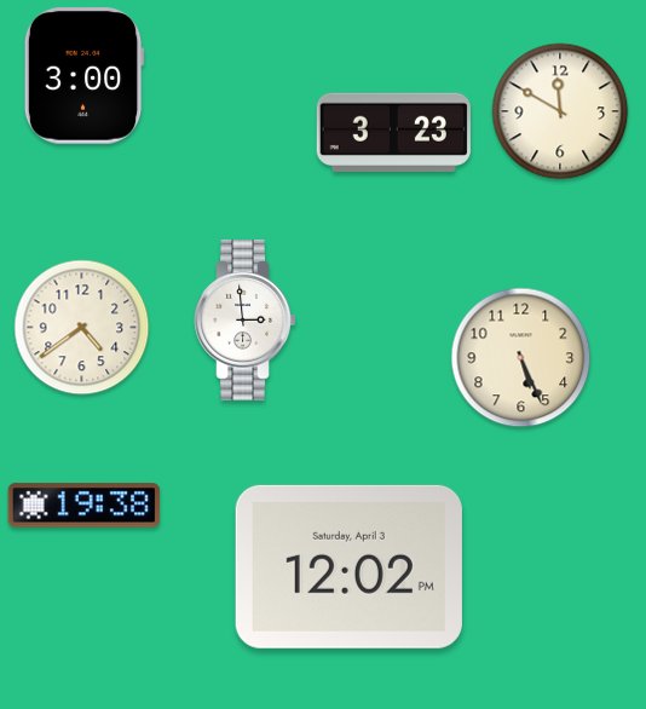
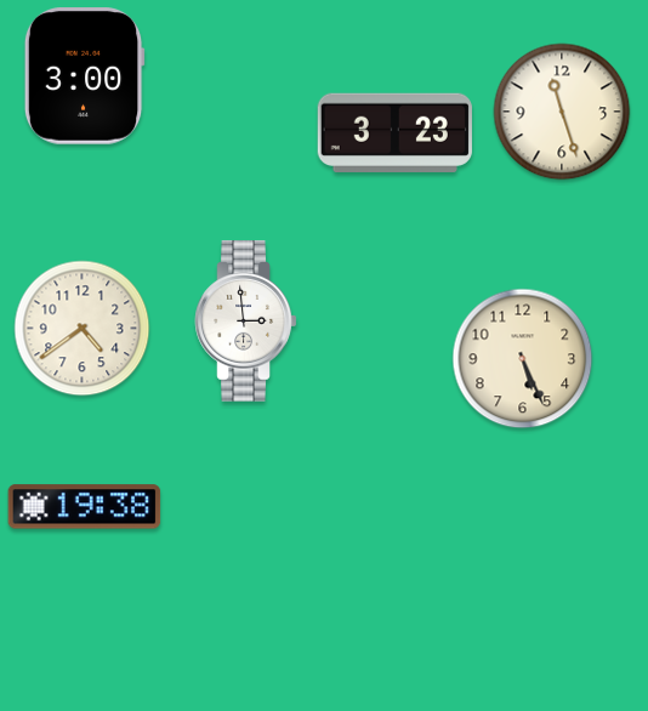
clock at (560, 111): 11:50 -> 11:27
clock at (348, 566): 12:02 -> none
